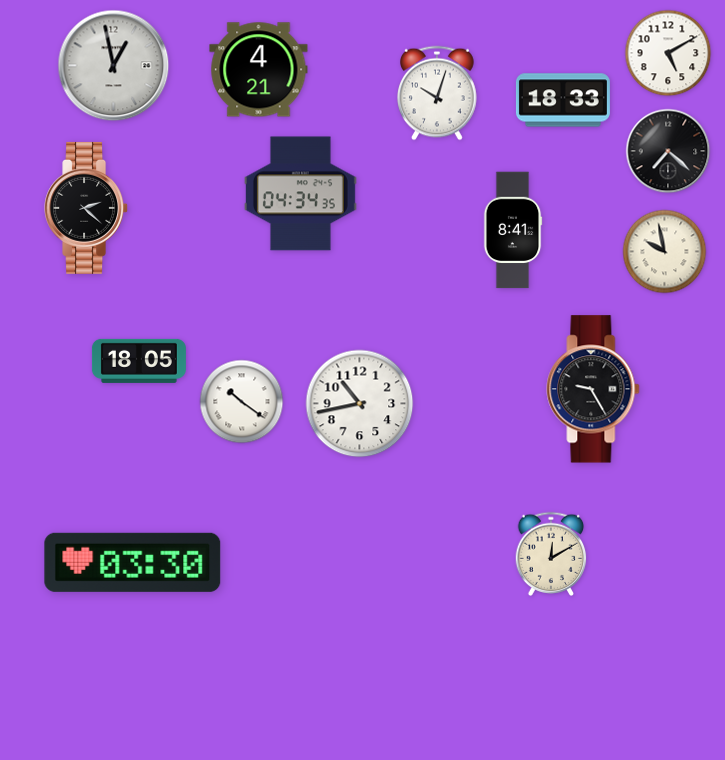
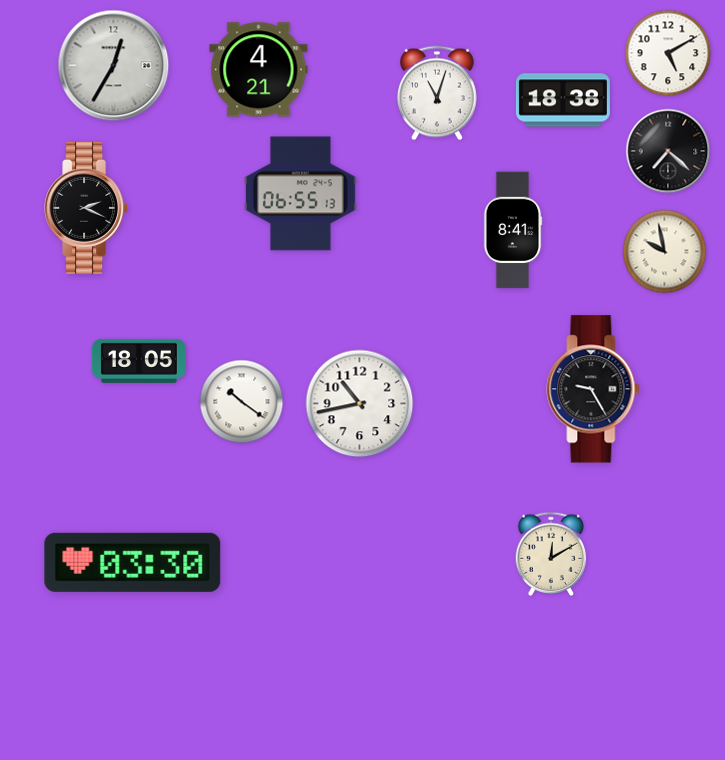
clock at (114, 66): 12:58 -> 12:35
clock at (438, 93): 10:03 -> 11:03
clock at (563, 100): 18:33 -> 18:38
clock at (300, 194): 04:34 -> 06:55
clock at (87, 208): 2:22 -> 2:19
